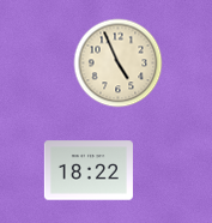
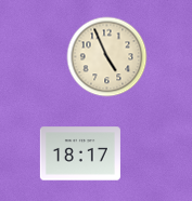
clock at (89, 170): 18:22 -> 18:17
